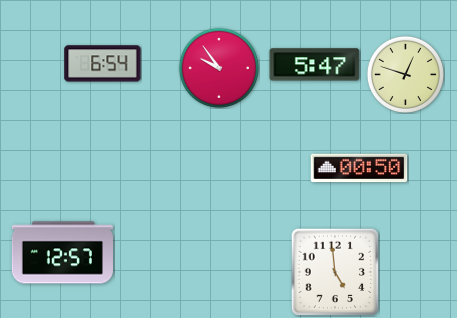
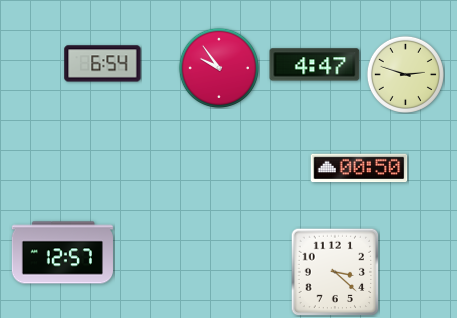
clock at (315, 65): 5:47 -> 4:47
clock at (405, 74): 12:48 -> 2:48
clock at (335, 272): 4:59 -> 3:22
